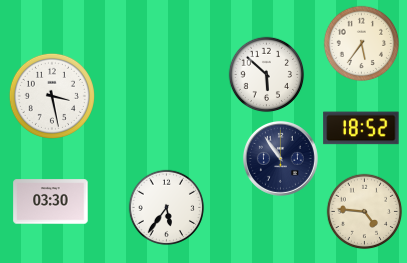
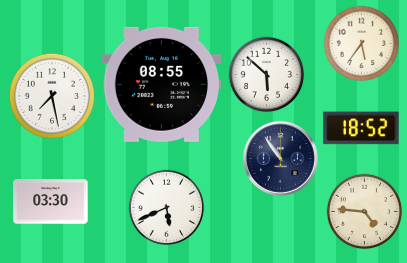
clock at (162, 84): none -> 08:55
clock at (52, 96): 3:28 -> 7:28
clock at (167, 208): 5:36 -> 5:41
